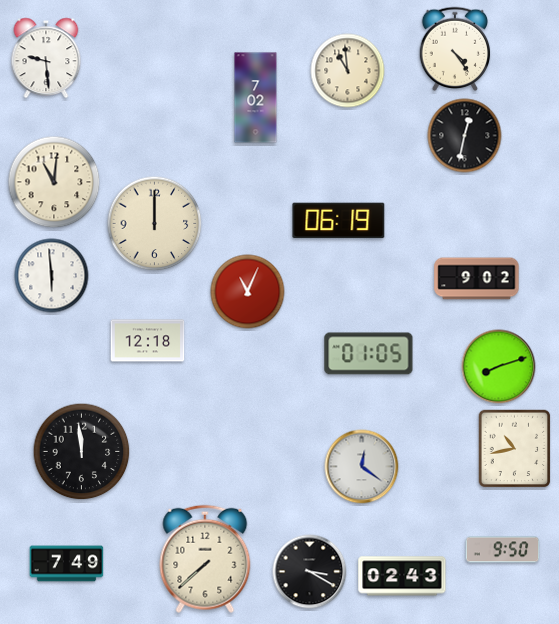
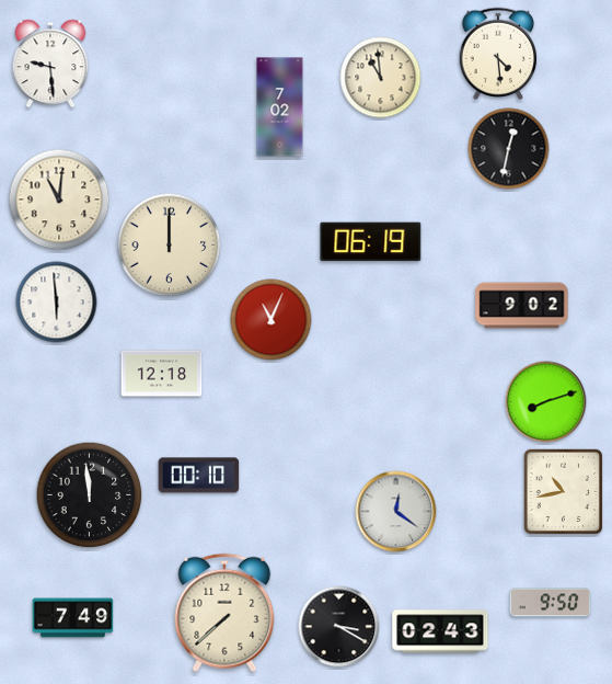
clock at (455, 48): 4:24 -> 4:29
clock at (369, 354): 01:05 -> none
clock at (199, 476): none -> 00:10
